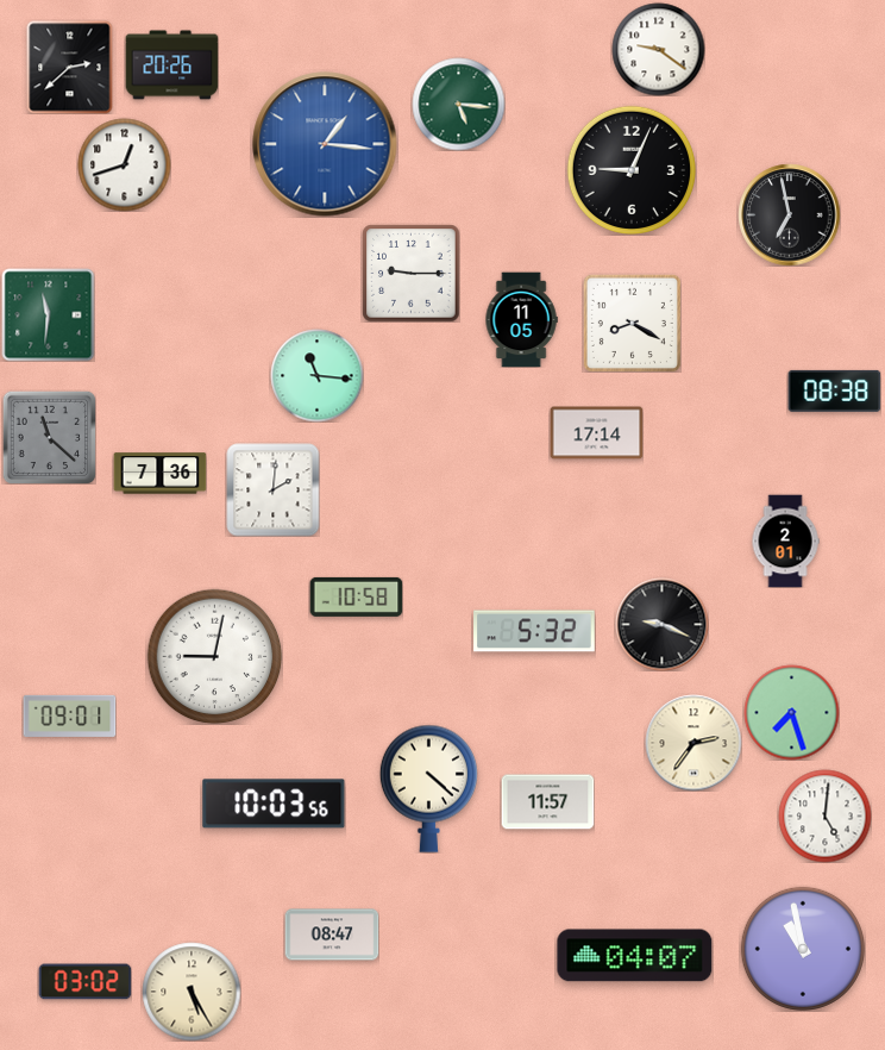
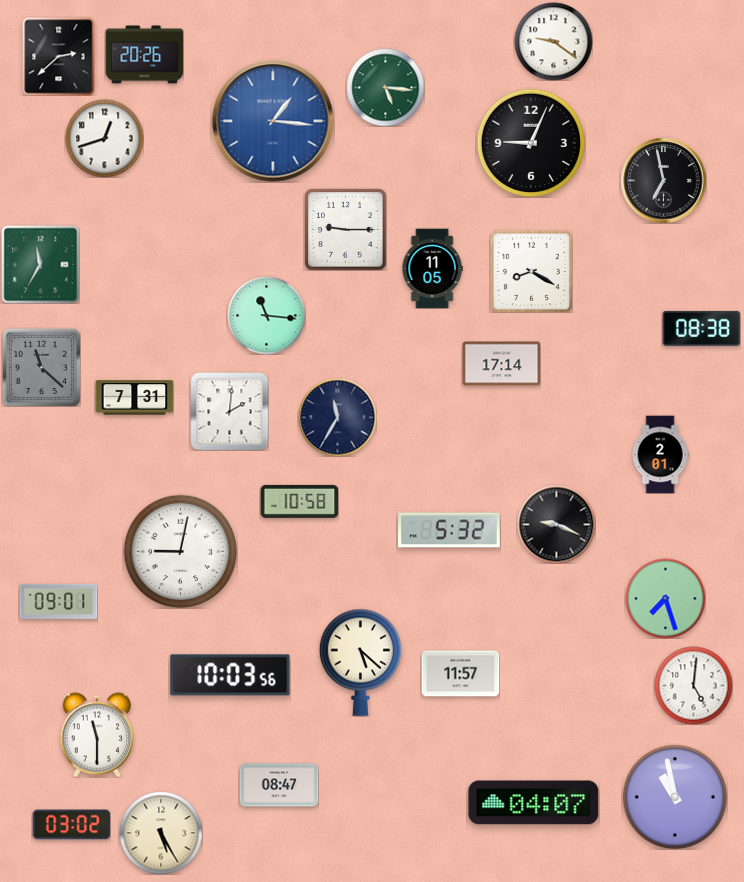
clock at (48, 314): 11:31 -> 11:35
clock at (521, 319) position: (521, 319) -> (432, 268)
clock at (159, 474): 7:36 -> 7:31
clock at (337, 417): none -> 11:35
clock at (693, 743): 2:36 -> none
clock at (428, 788): 4:22 -> 5:22
clock at (97, 735): none -> 11:30
